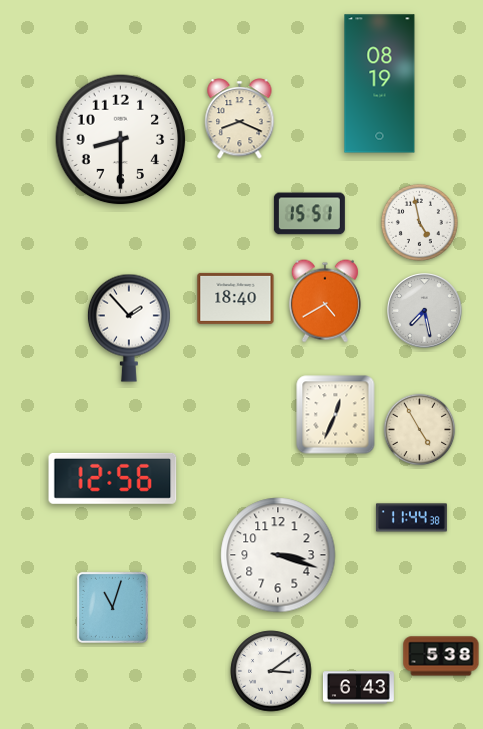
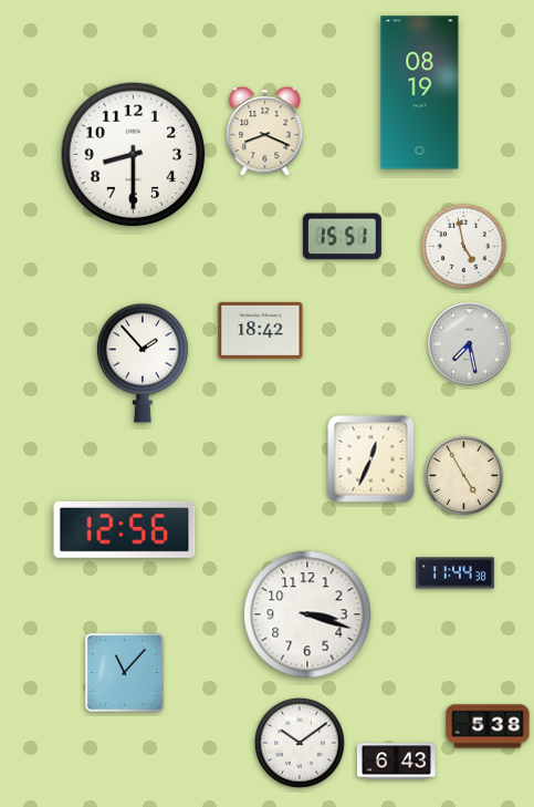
clock at (236, 298): 18:40 -> 18:42
clock at (325, 301): 4:40 -> none
clock at (112, 607): 11:03 -> 11:07
clock at (271, 671): 3:09 -> 10:09
